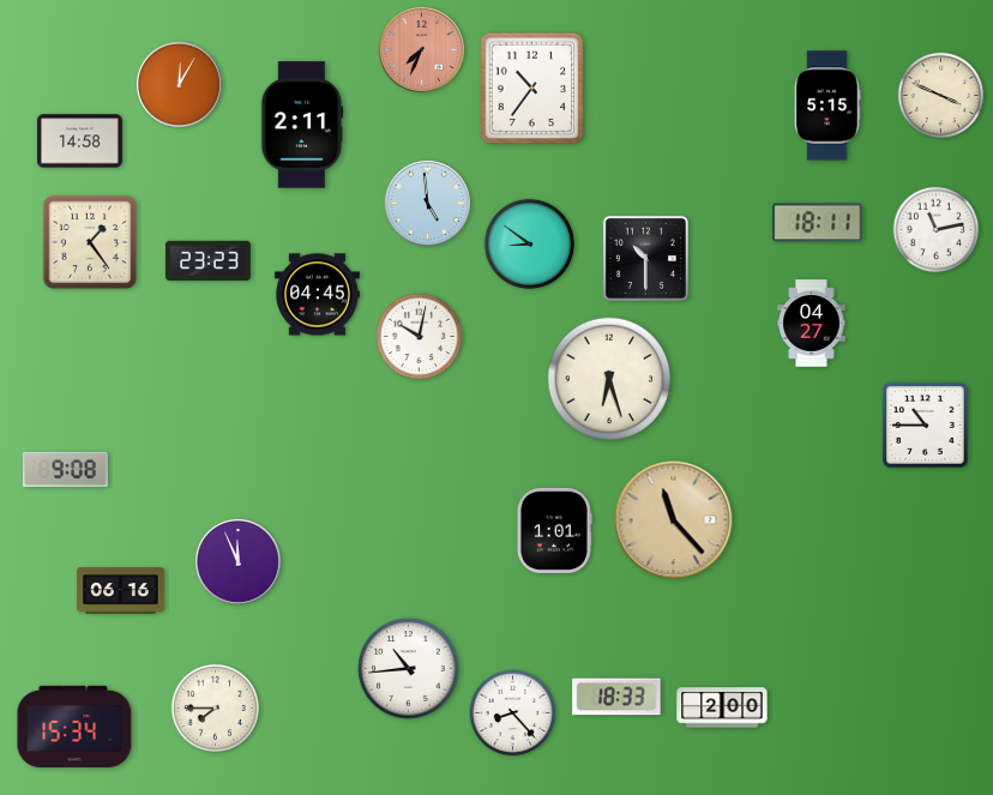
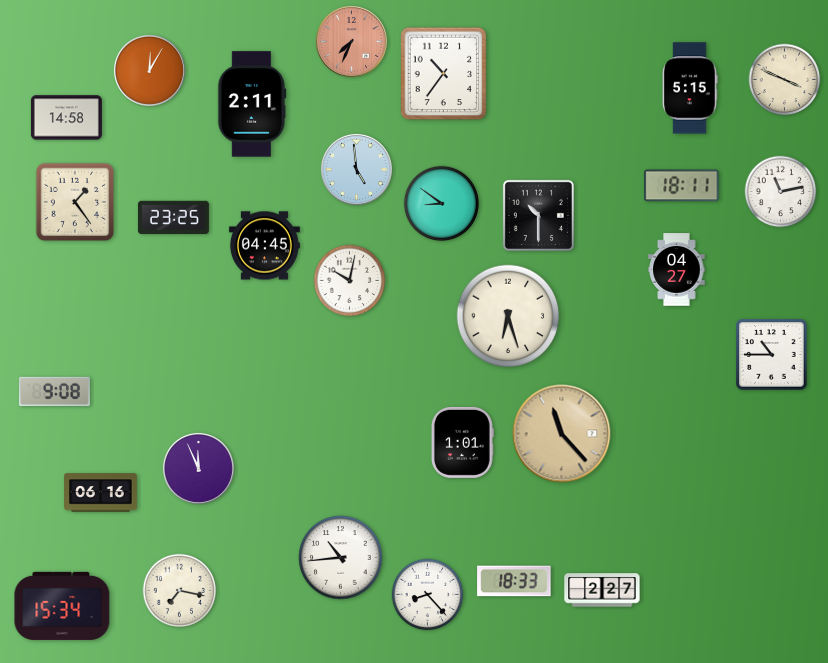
clock at (207, 260): 23:23 -> 23:25
clock at (722, 707): 2:00 -> 2:27
clock at (216, 709): 7:45 -> 7:17
